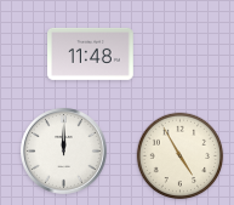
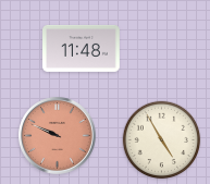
clock at (64, 152): 12:00 -> 9:49
clock at (64, 152) dial: white -> salmon
